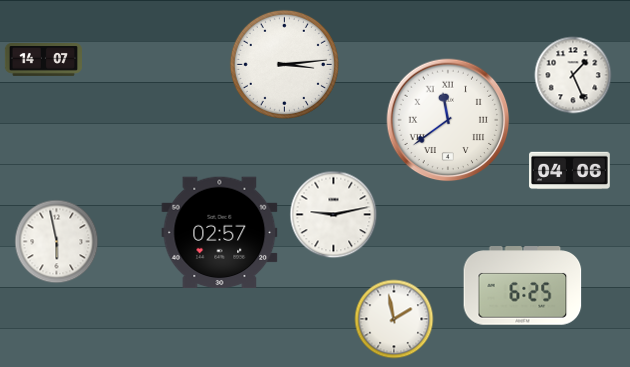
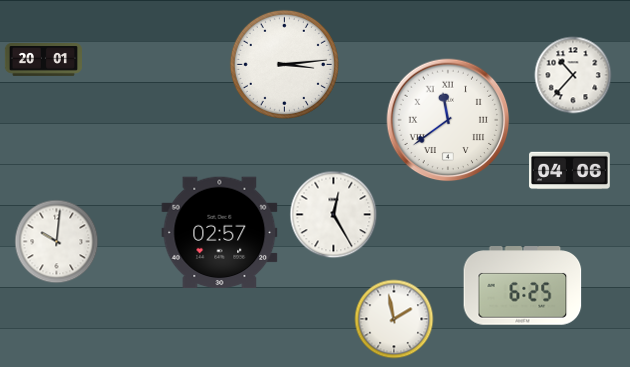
clock at (43, 60): 14:07 -> 20:01
clock at (573, 75): 1:26 -> 10:37
clock at (334, 215): 9:13 -> 12:25
clock at (57, 242): 5:58 -> 10:01
